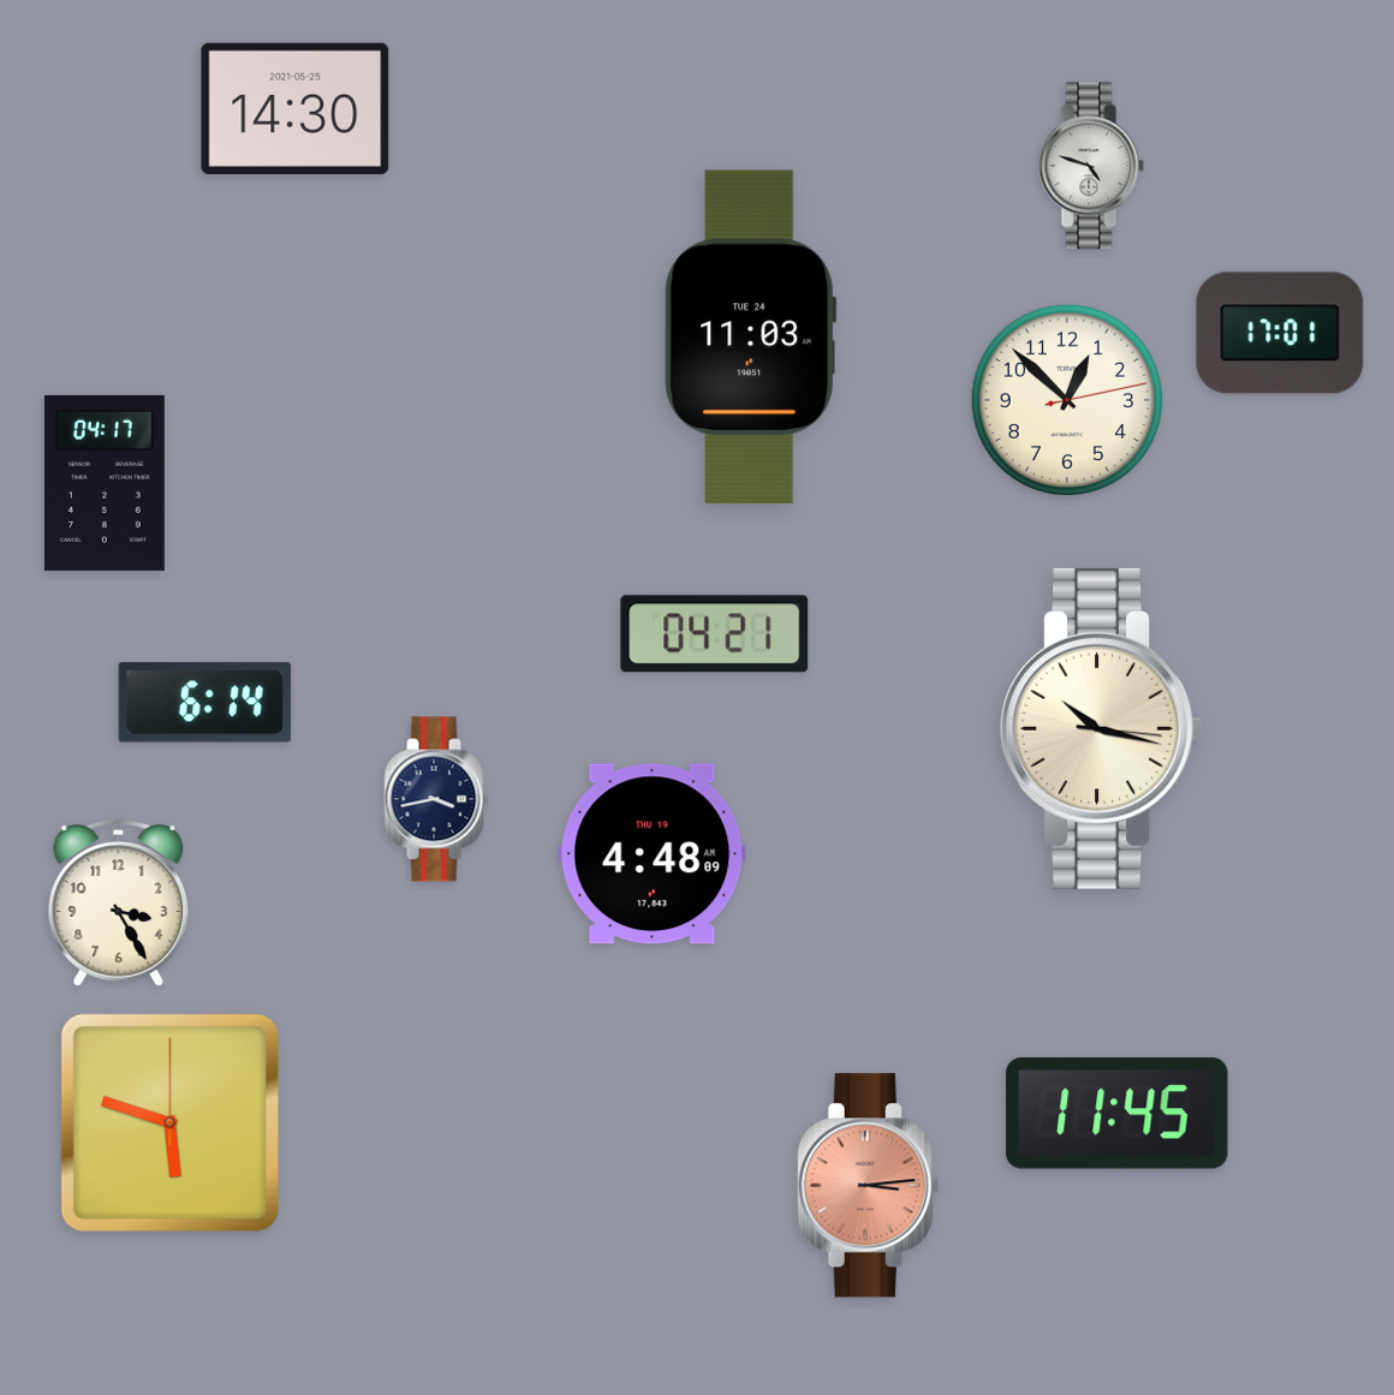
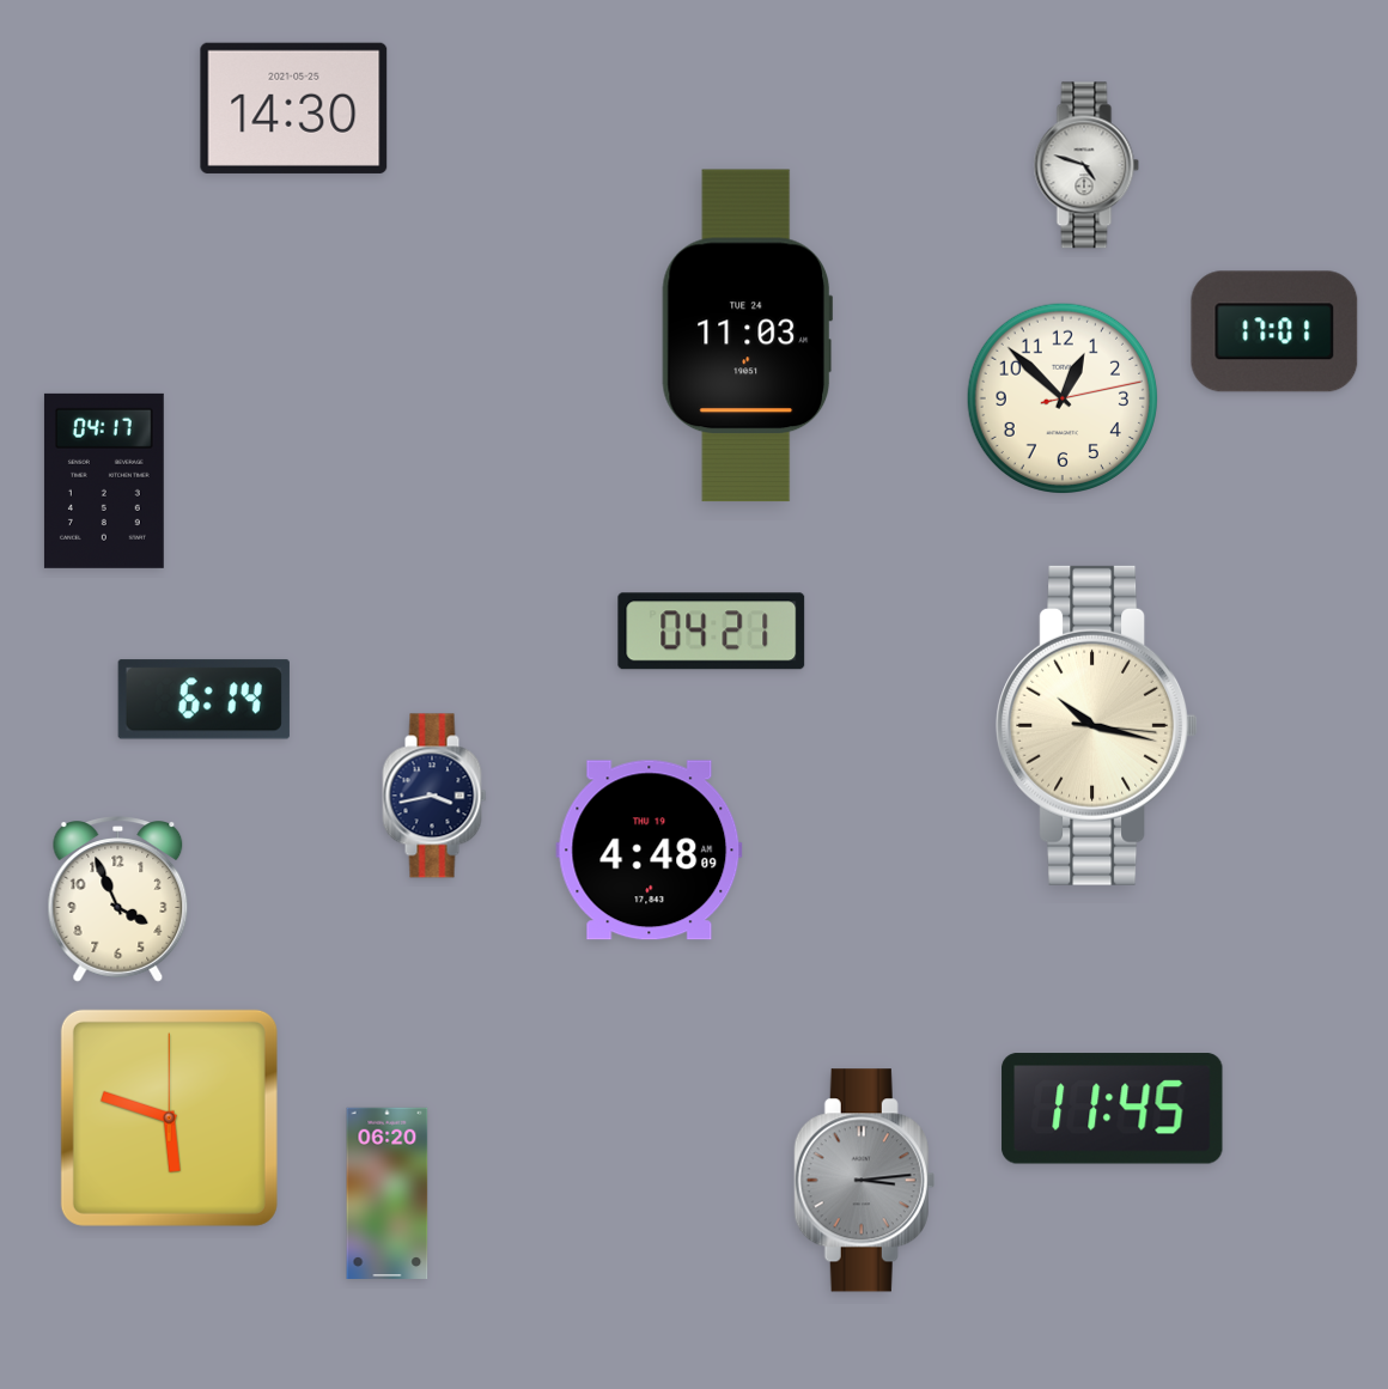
clock at (119, 904): 3:25 -> 3:56
clock at (869, 1186) dial: salmon -> grey
clock at (388, 1194): none -> 06:20
